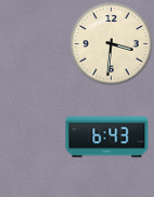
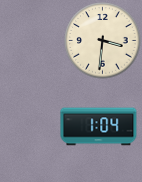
clock at (107, 137): 6:43 -> 1:04
